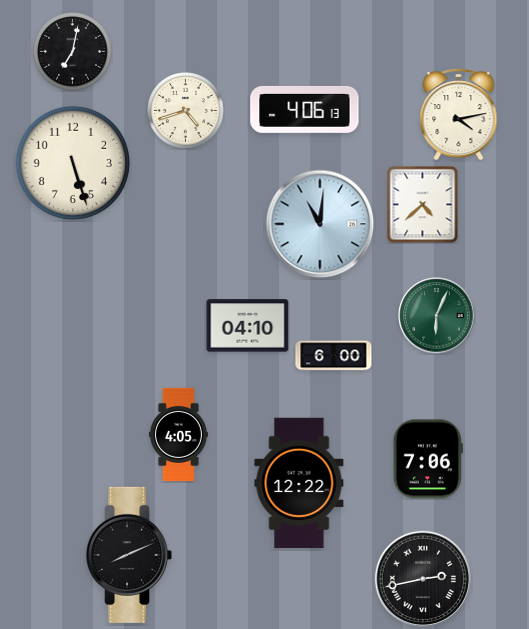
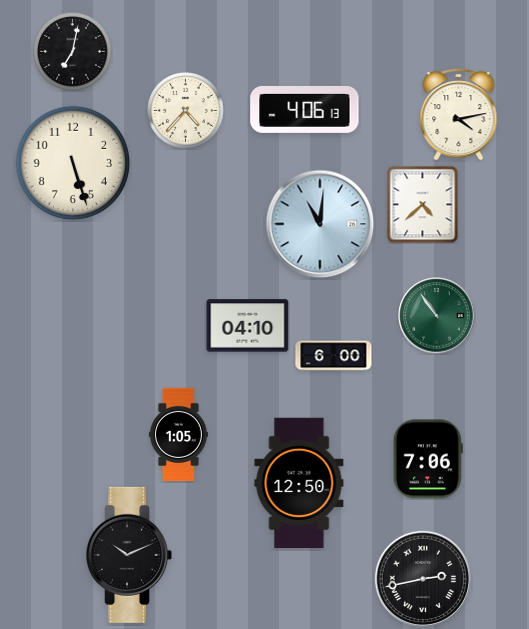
clock at (186, 111): 4:42 -> 4:37
clock at (437, 316): 6:04 -> 10:54
clock at (178, 435): 4:05 -> 1:05
clock at (299, 483): 12:22 -> 12:50
clock at (129, 555): 8:11 -> 10:11
